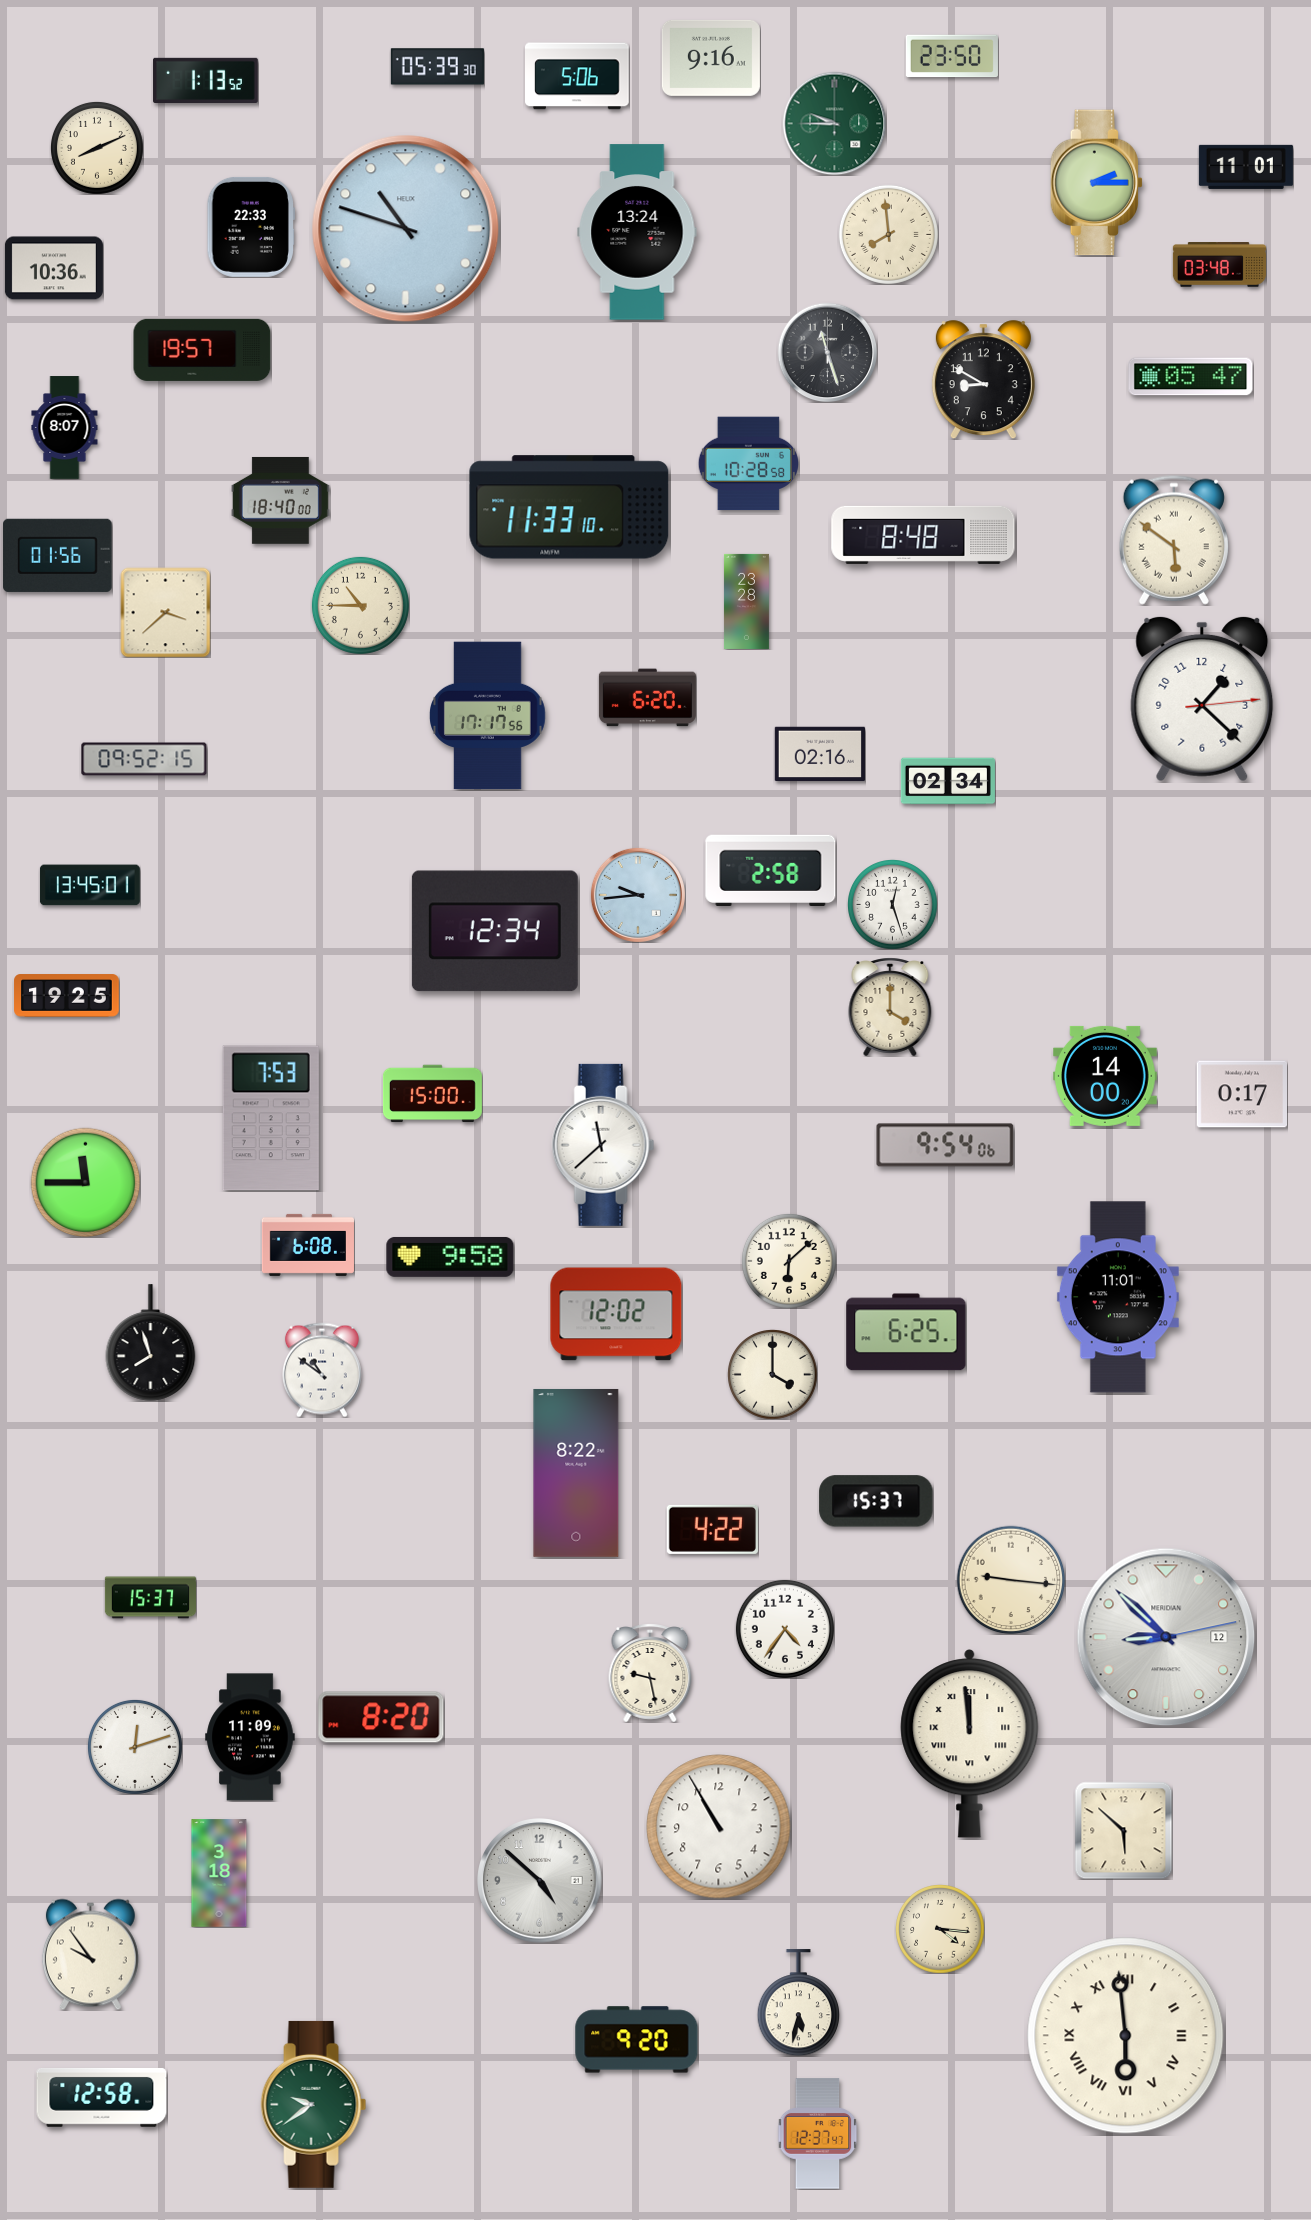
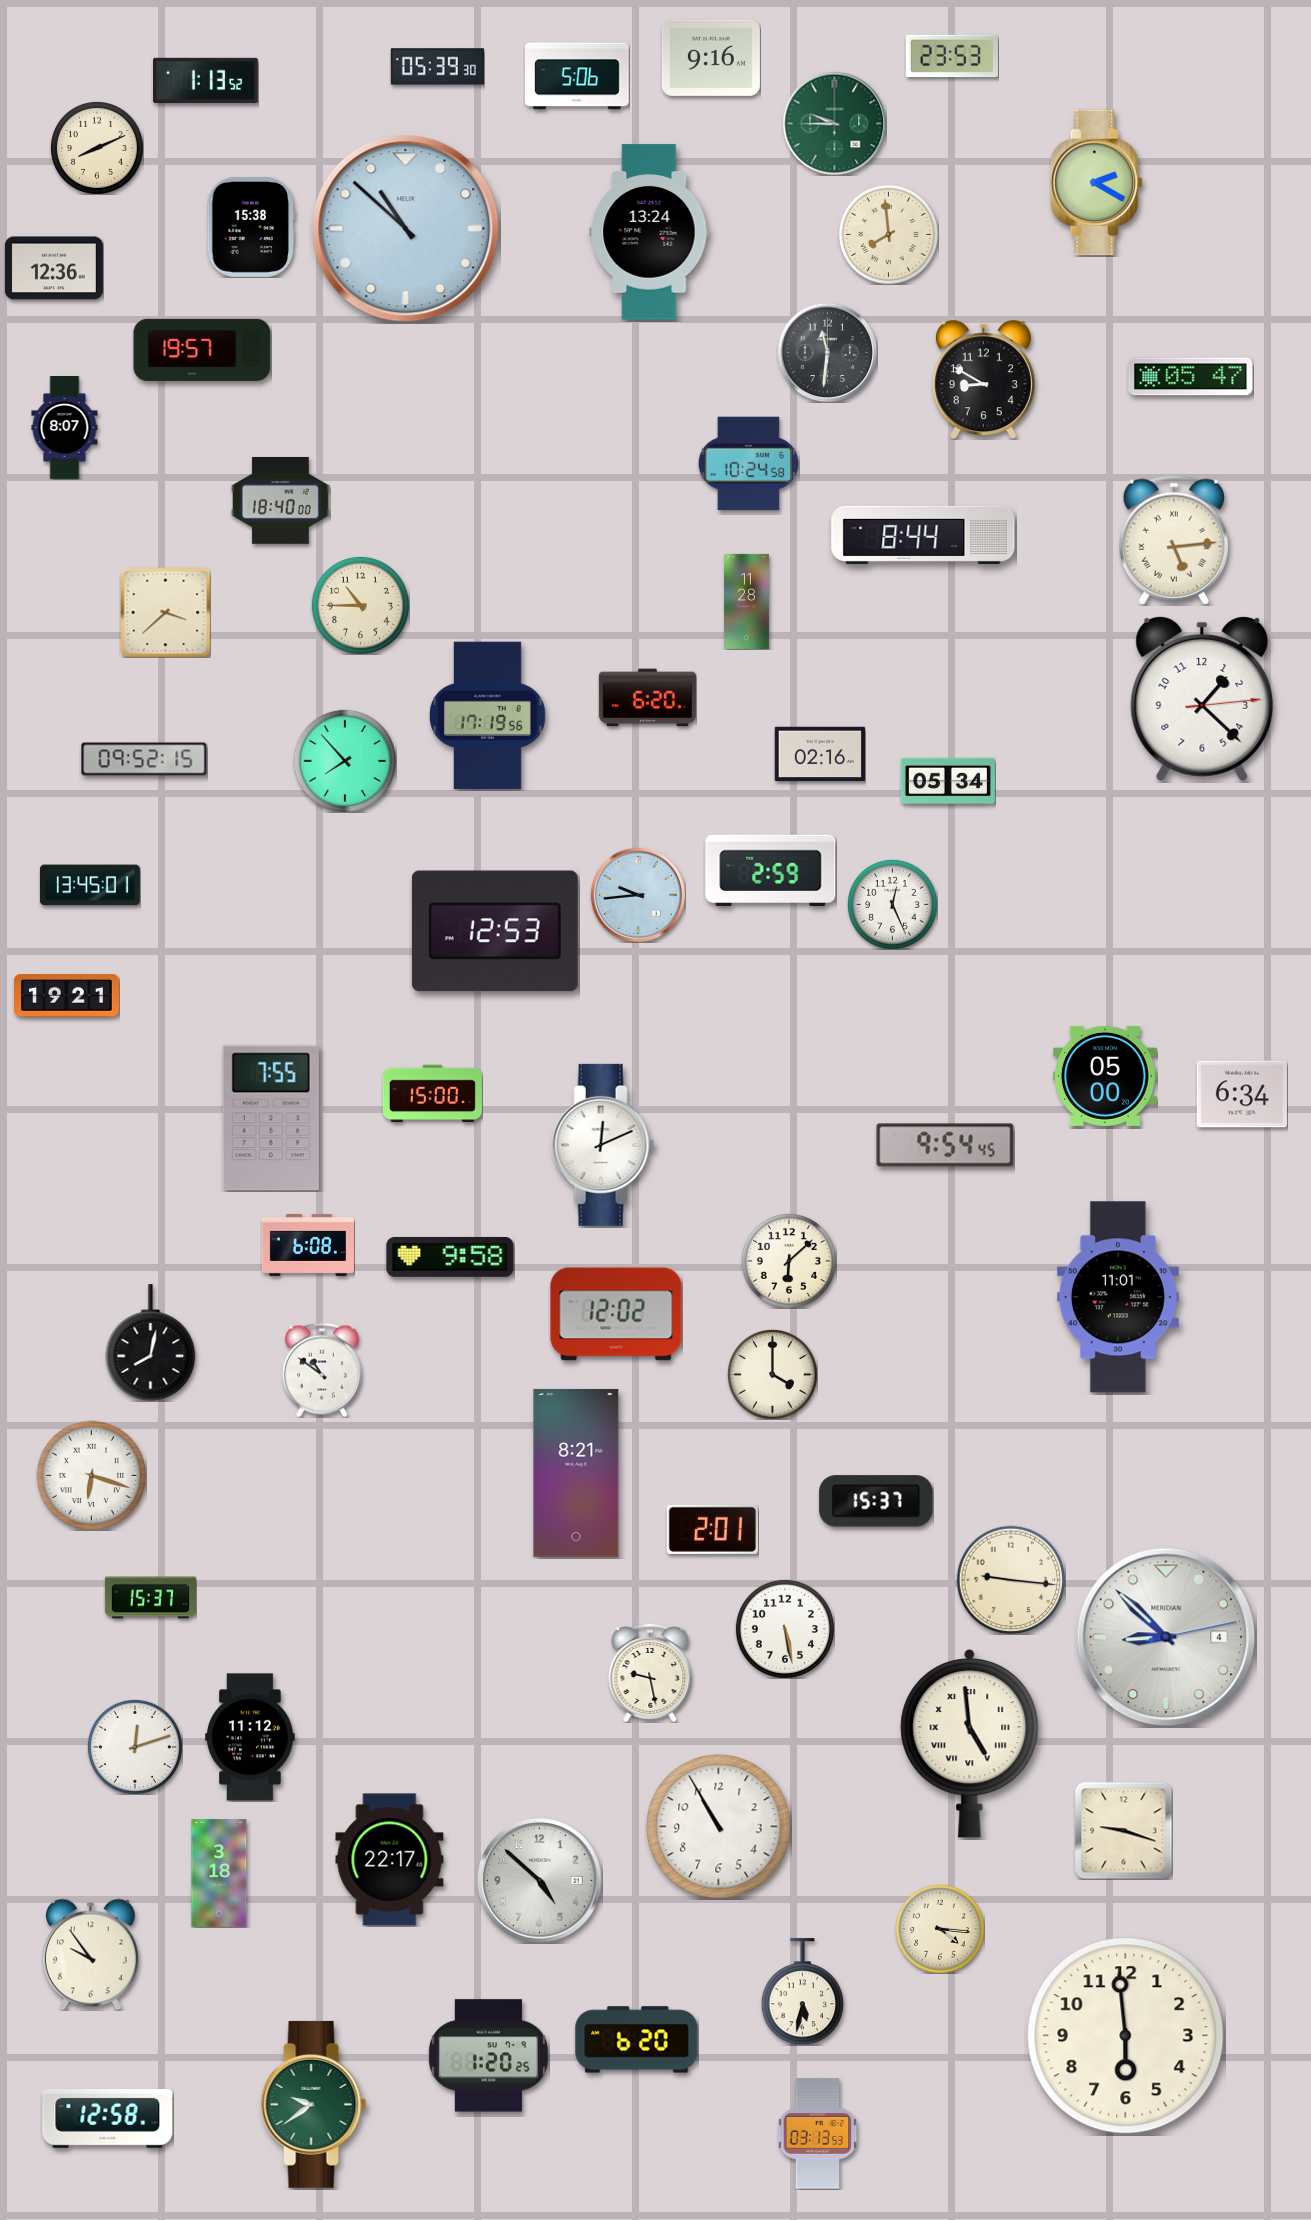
clock at (952, 56): 23:50 -> 23:53
clock at (1246, 167): 11:01 -> none
clock at (1097, 183): 2:15 -> 2:20
clock at (250, 227): 22:33 -> 15:38
clock at (406, 229): 10:48 -> 10:52
clock at (637, 232) position: (637, 232) -> (649, 232)
clock at (1219, 265): 03:48 -> none
clock at (54, 268): 10:36 -> 12:36
clock at (827, 352): 11:27 -> 11:31
clock at (748, 464): 10:28 -> 10:24
clock at (569, 507): 11:33 -> none
clock at (923, 535): 8:48 -> 8:44
clock at (1174, 540): 5:51 -> 5:14
clock at (58, 555): 01:56 -> none
clock at (746, 601): 23:28 -> 11:28
clock at (488, 716): 17:17 -> 17:19
clock at (345, 761): none -> 7:53
clock at (948, 781): 02:34 -> 05:34
clock at (771, 870): 2:58 -> 2:59
clock at (893, 905): 12:27 -> 12:26
clock at (495, 931): 12:34 -> 12:53
clock at (67, 996): 19:25 -> 19:21
clock at (890, 1007): 4:00 -> none
clock at (1106, 1076): 14:00 -> 05:00
clock at (1241, 1094): 0:17 -> 6:34
clock at (271, 1118): 7:53 -> 7:55
clock at (603, 1145): 11:38 -> 12:11
clock at (945, 1145): 9:54:06 -> 9:54:45
clock at (85, 1182): 11:45 -> none
clock at (906, 1332): 6:25 -> none
clock at (151, 1343): 7:57 -> 8:02
clock at (576, 1473): 8:22 -> 8:21
clock at (91, 1475): none -> 6:18
clock at (712, 1529): 4:22 -> 2:01
clock at (785, 1629): 4:36 -> 5:28
clock at (1166, 1637) date: 12 -> 4
clock at (381, 1717): 8:20 -> none
clock at (250, 1737): 11:09 -> 11:12
clock at (970, 1744): 11:59 -> 4:59
clock at (1123, 1830): 5:52 -> 9:18
clock at (390, 1860): none -> 22:17
clock at (798, 2003) position: (798, 2003) -> (802, 1992)
clock at (1126, 2036) numerals: Roman -> Arabic
clock at (637, 2040): 9:20 -> 6:20
clock at (488, 2056): none -> 1:20
clock at (102, 2097) position: (102, 2097) -> (108, 2118)
clock at (818, 2134): 12:37 -> 03:13
